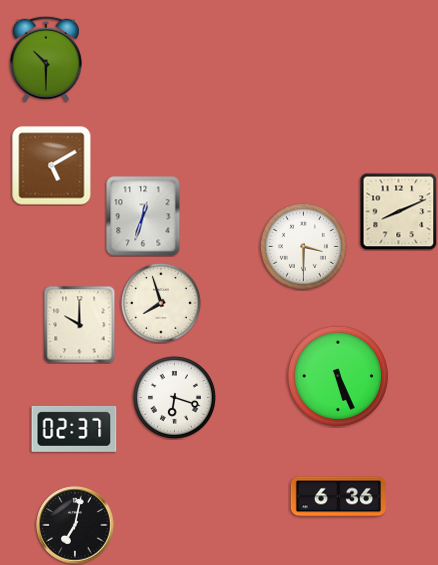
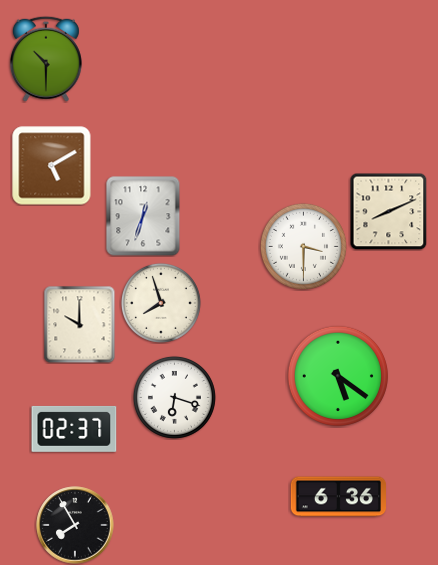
clock at (398, 211) position: (398, 211) -> (388, 211)
clock at (338, 376): 5:26 -> 5:21
clock at (75, 525): 7:02 -> 7:55
